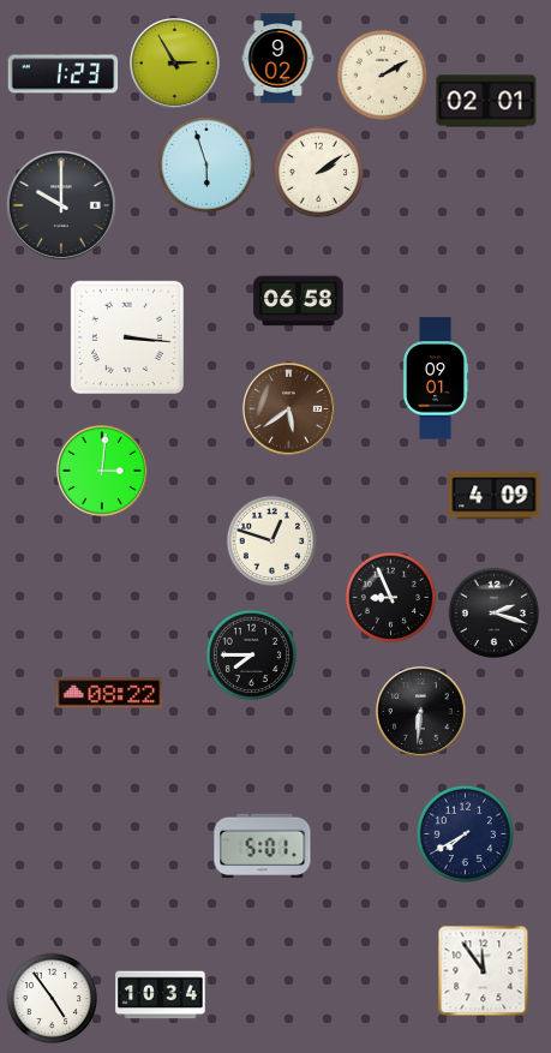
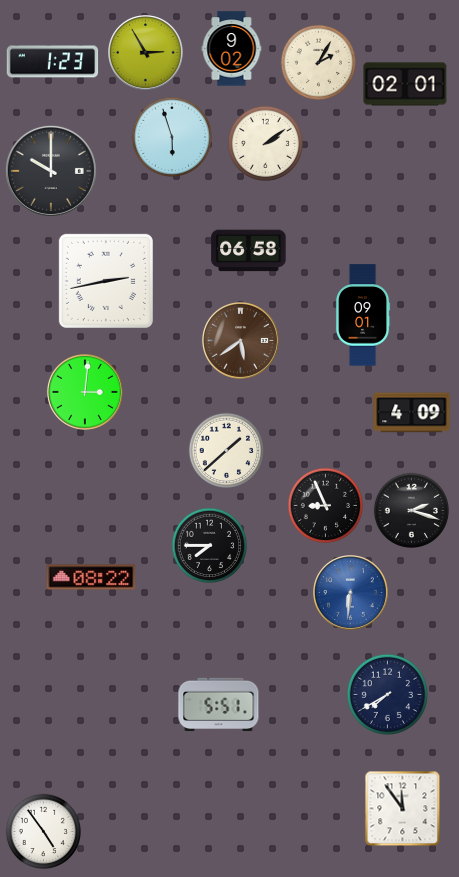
clock at (382, 74): 2:10 -> 2:05
clock at (127, 337): 3:16 -> 2:43
clock at (271, 540): 12:48 -> 1:38
clock at (390, 597) position: (390, 597) -> (325, 505)
clock at (421, 712) dial: black -> blue
clock at (263, 846): 5:01 -> 5:51
clock at (161, 995): 10:34 -> none
